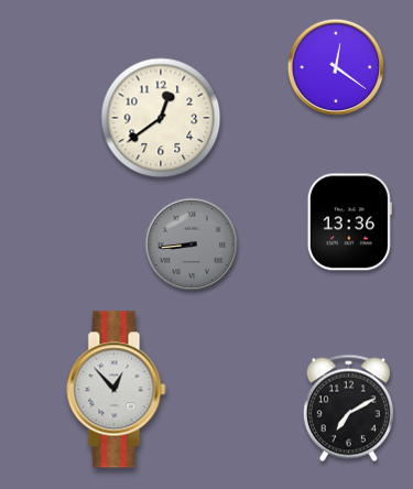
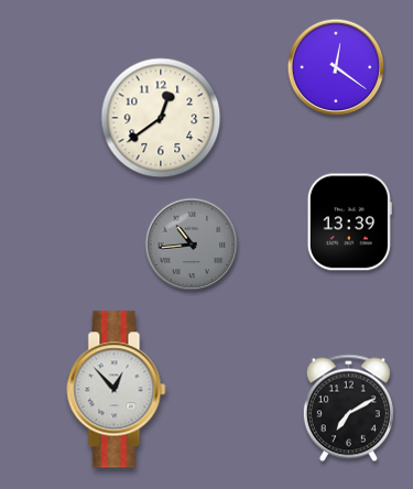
clock at (349, 222): 13:36 -> 13:39
clock at (192, 244): 8:44 -> 10:44
